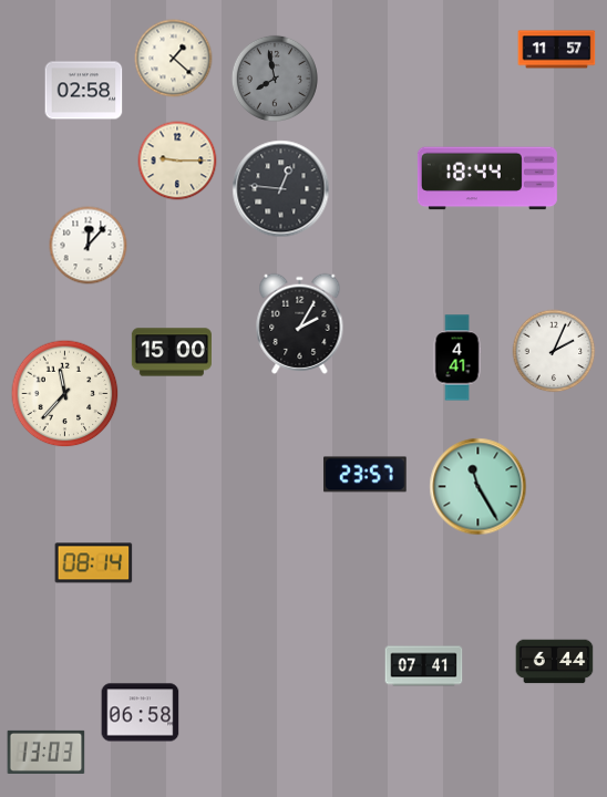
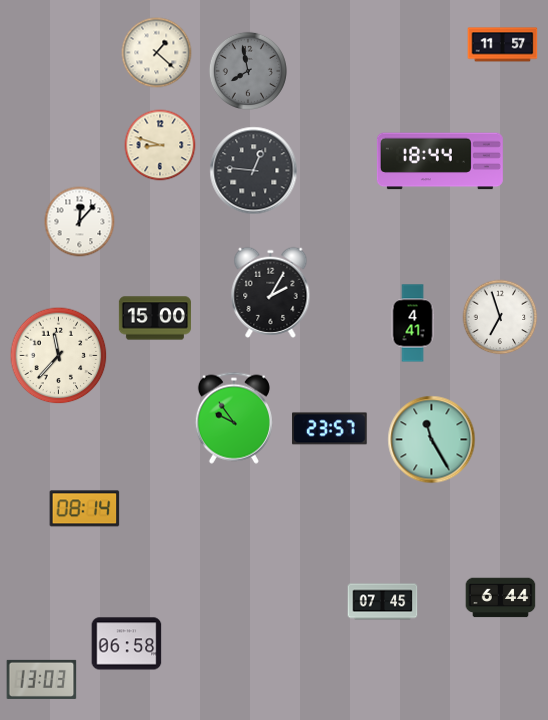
clock at (84, 91): 02:58 -> none
clock at (177, 161): 9:15 -> 8:48
clock at (554, 351): 2:04 -> 6:57
clock at (234, 418): none -> 9:54
clock at (424, 666): 07:41 -> 07:45
